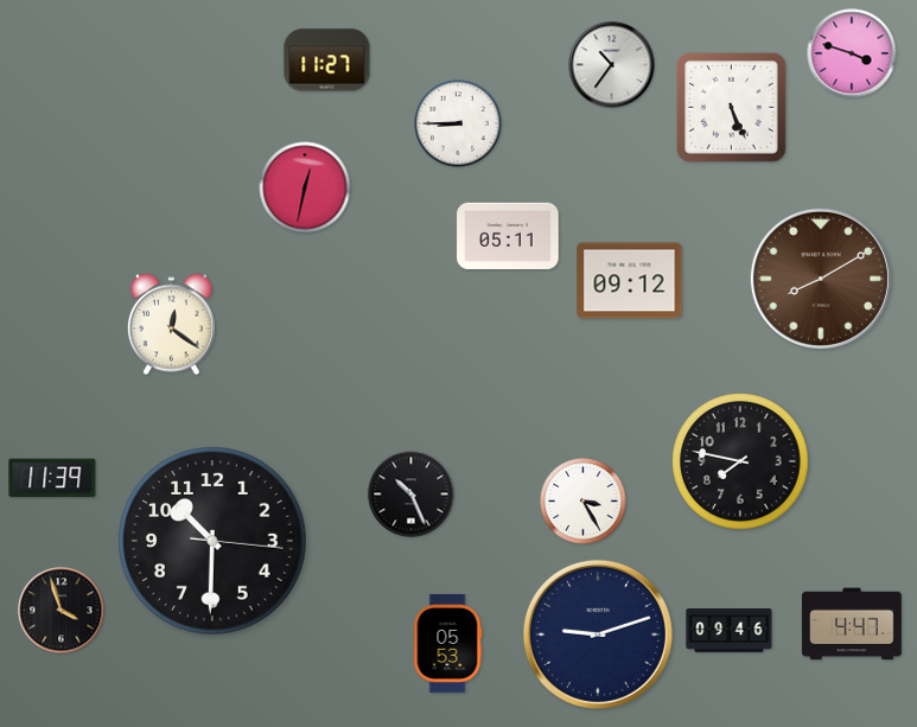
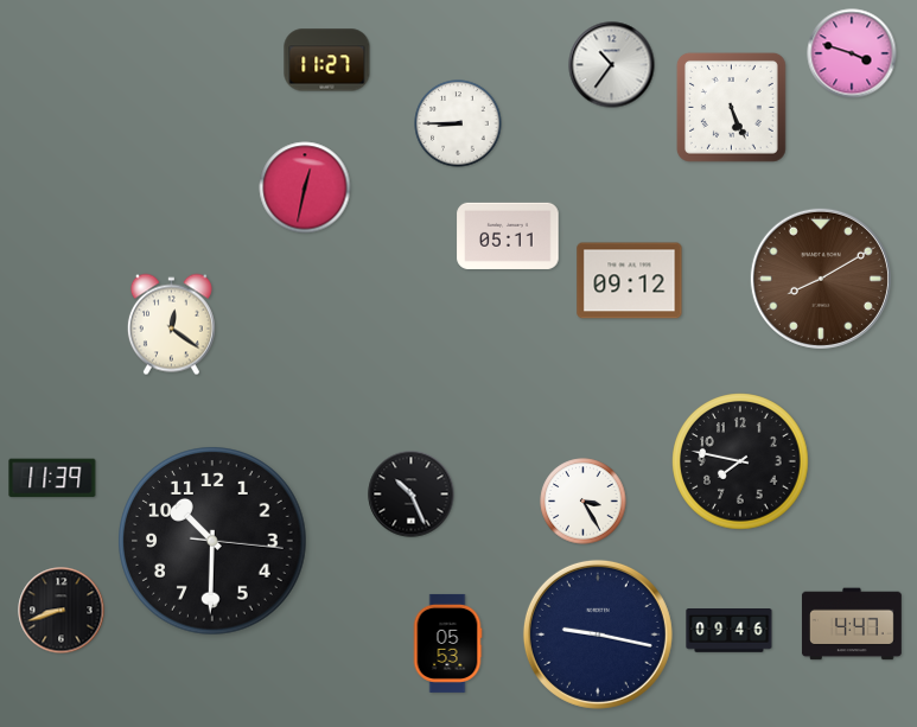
clock at (62, 611): 3:57 -> 8:42
clock at (598, 634): 9:12 -> 9:17
